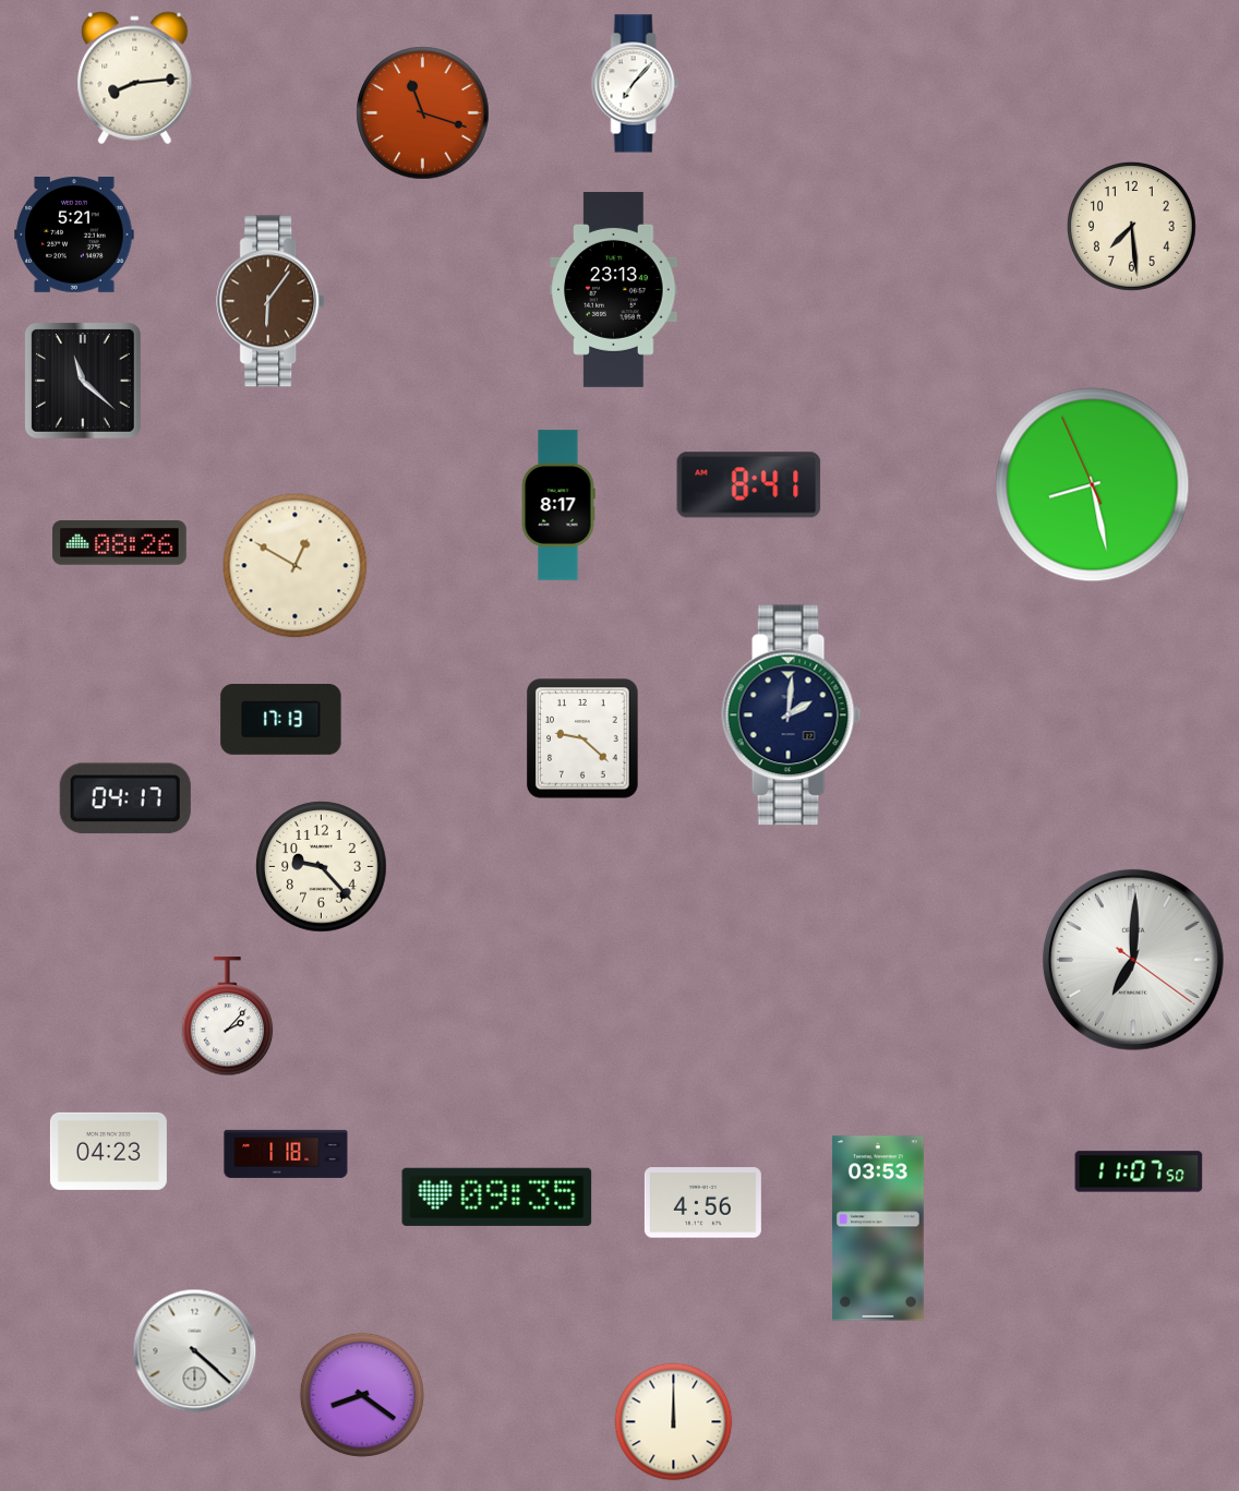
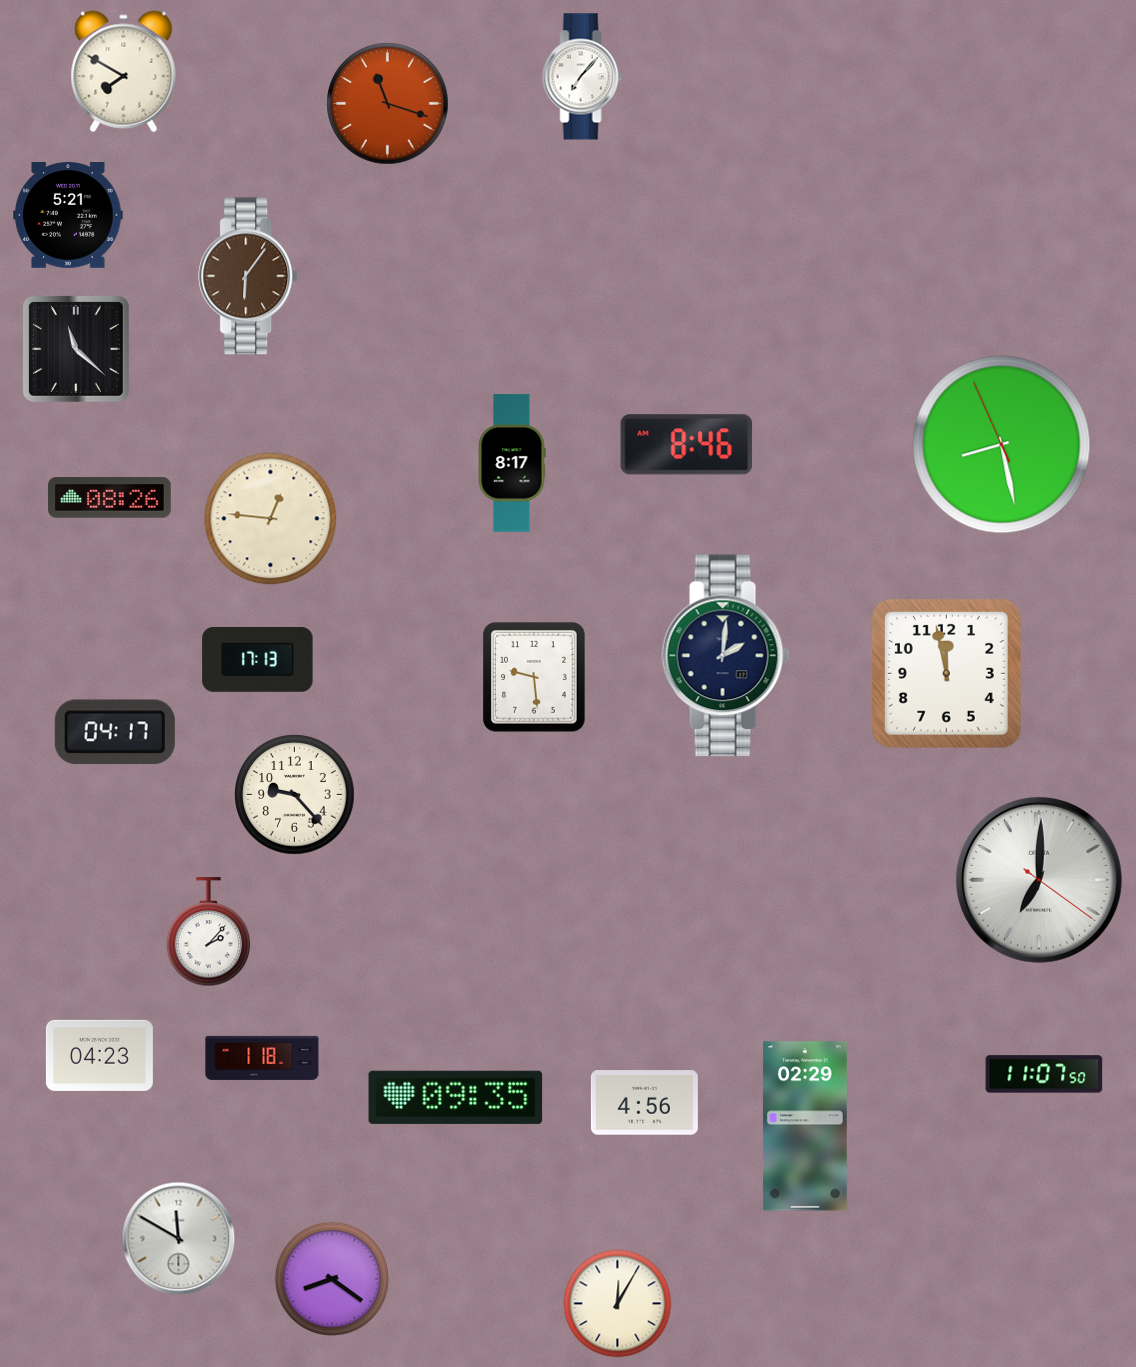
clock at (135, 79): 8:14 -> 7:50
clock at (1131, 226): 7:29 -> none
clock at (614, 289): 23:13 -> none
clock at (749, 485): 8:41 -> 8:46
clock at (296, 566): 12:50 -> 12:46
clock at (946, 673): none -> 11:58
clock at (582, 738): 9:22 -> 9:29
clock at (878, 1228): 03:53 -> 02:29
clock at (195, 1351): 4:22 -> 11:50
clock at (674, 1422): 12:00 -> 12:05
